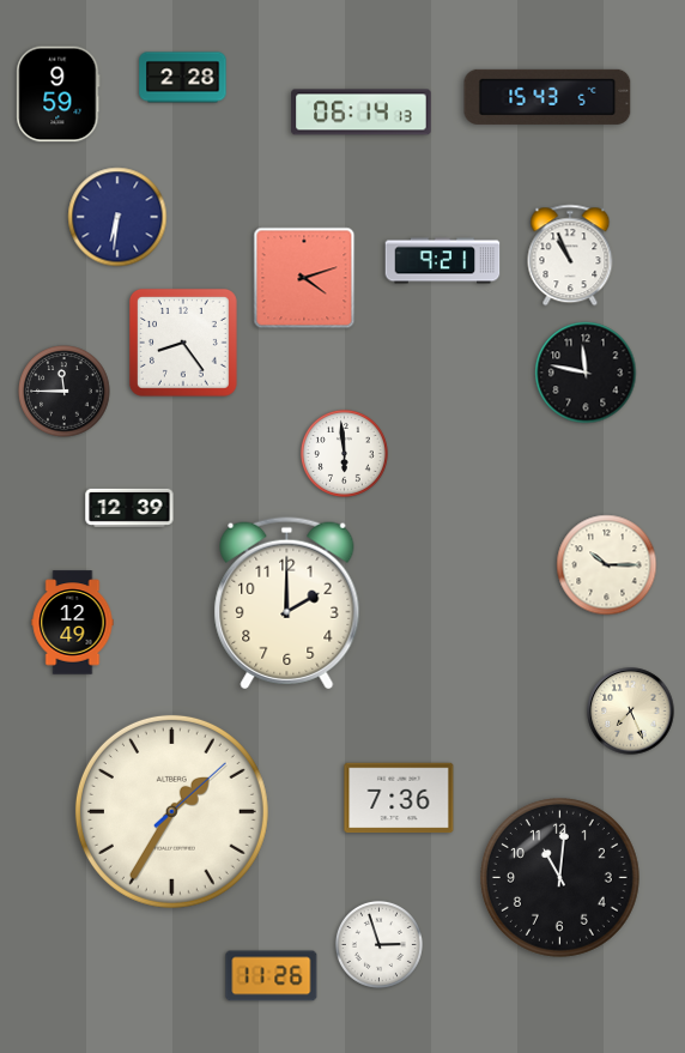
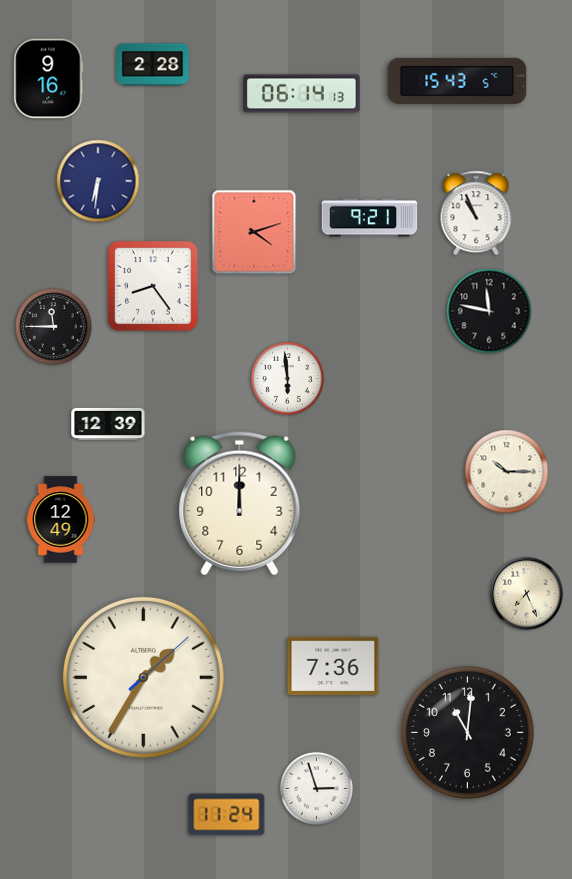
clock at (59, 95): 9:59 -> 9:16
clock at (287, 604): 2:00 -> 12:00
clock at (272, 976): 11:26 -> 11:24
